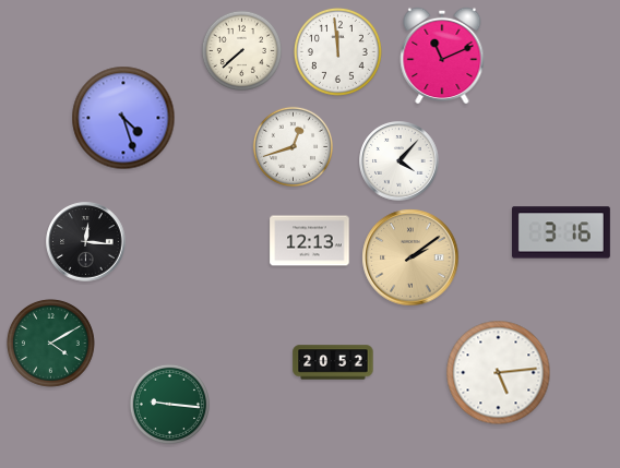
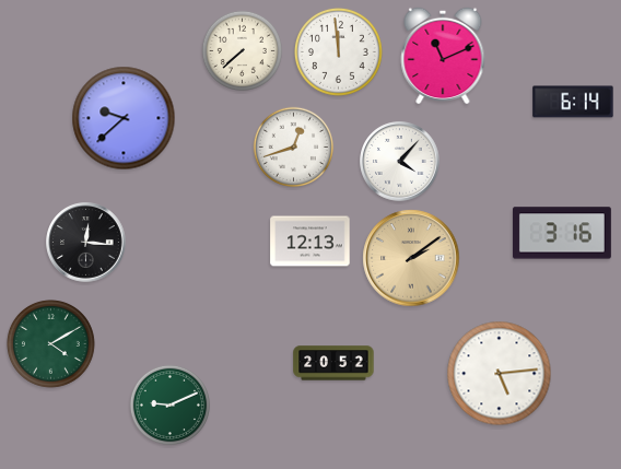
clock at (573, 102): none -> 6:14
clock at (123, 118): 4:27 -> 9:38
clock at (169, 404): 9:16 -> 9:11
